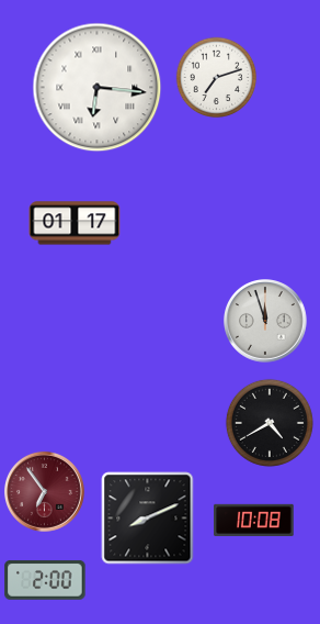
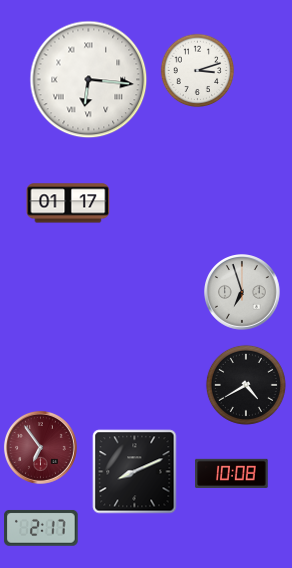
clock at (217, 78): 7:12 -> 3:12
clock at (266, 322): 11:57 -> 6:57
clock at (45, 580): 2:00 -> 2:17
